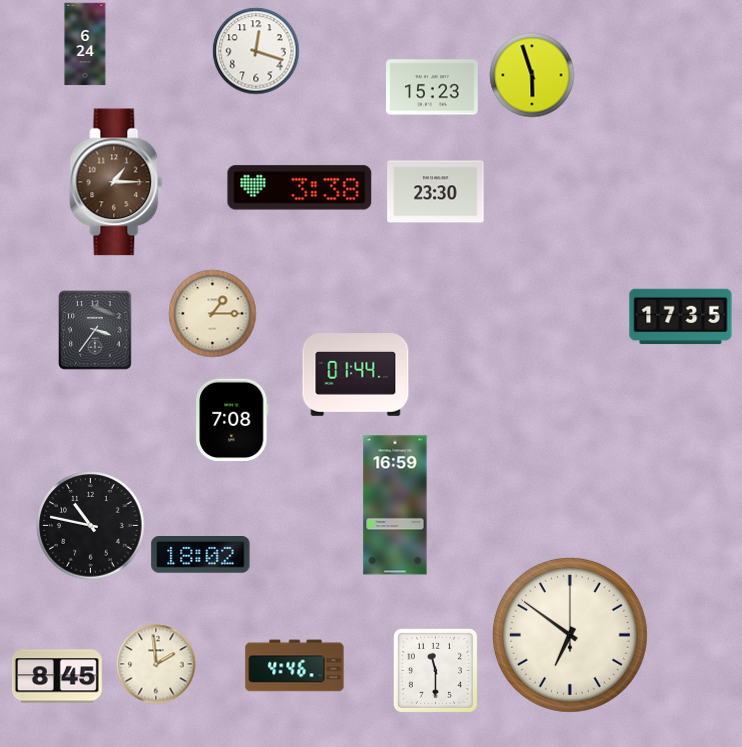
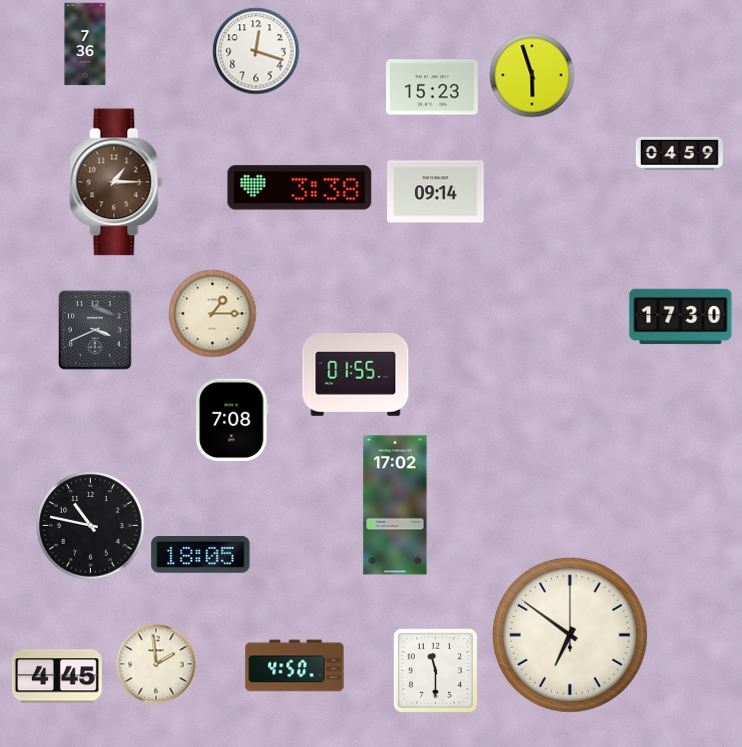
clock at (85, 44): 6:24 -> 7:36
clock at (679, 153): none -> 04:59
clock at (436, 192): 23:30 -> 09:14
clock at (681, 317): 17:35 -> 17:30
clock at (95, 330): 3:36 -> 3:41
clock at (356, 375): 01:44 -> 01:55
clock at (395, 505): 16:59 -> 17:02
clock at (201, 555): 18:02 -> 18:05
clock at (295, 666): 4:46 -> 4:50
clock at (57, 676): 8:45 -> 4:45
